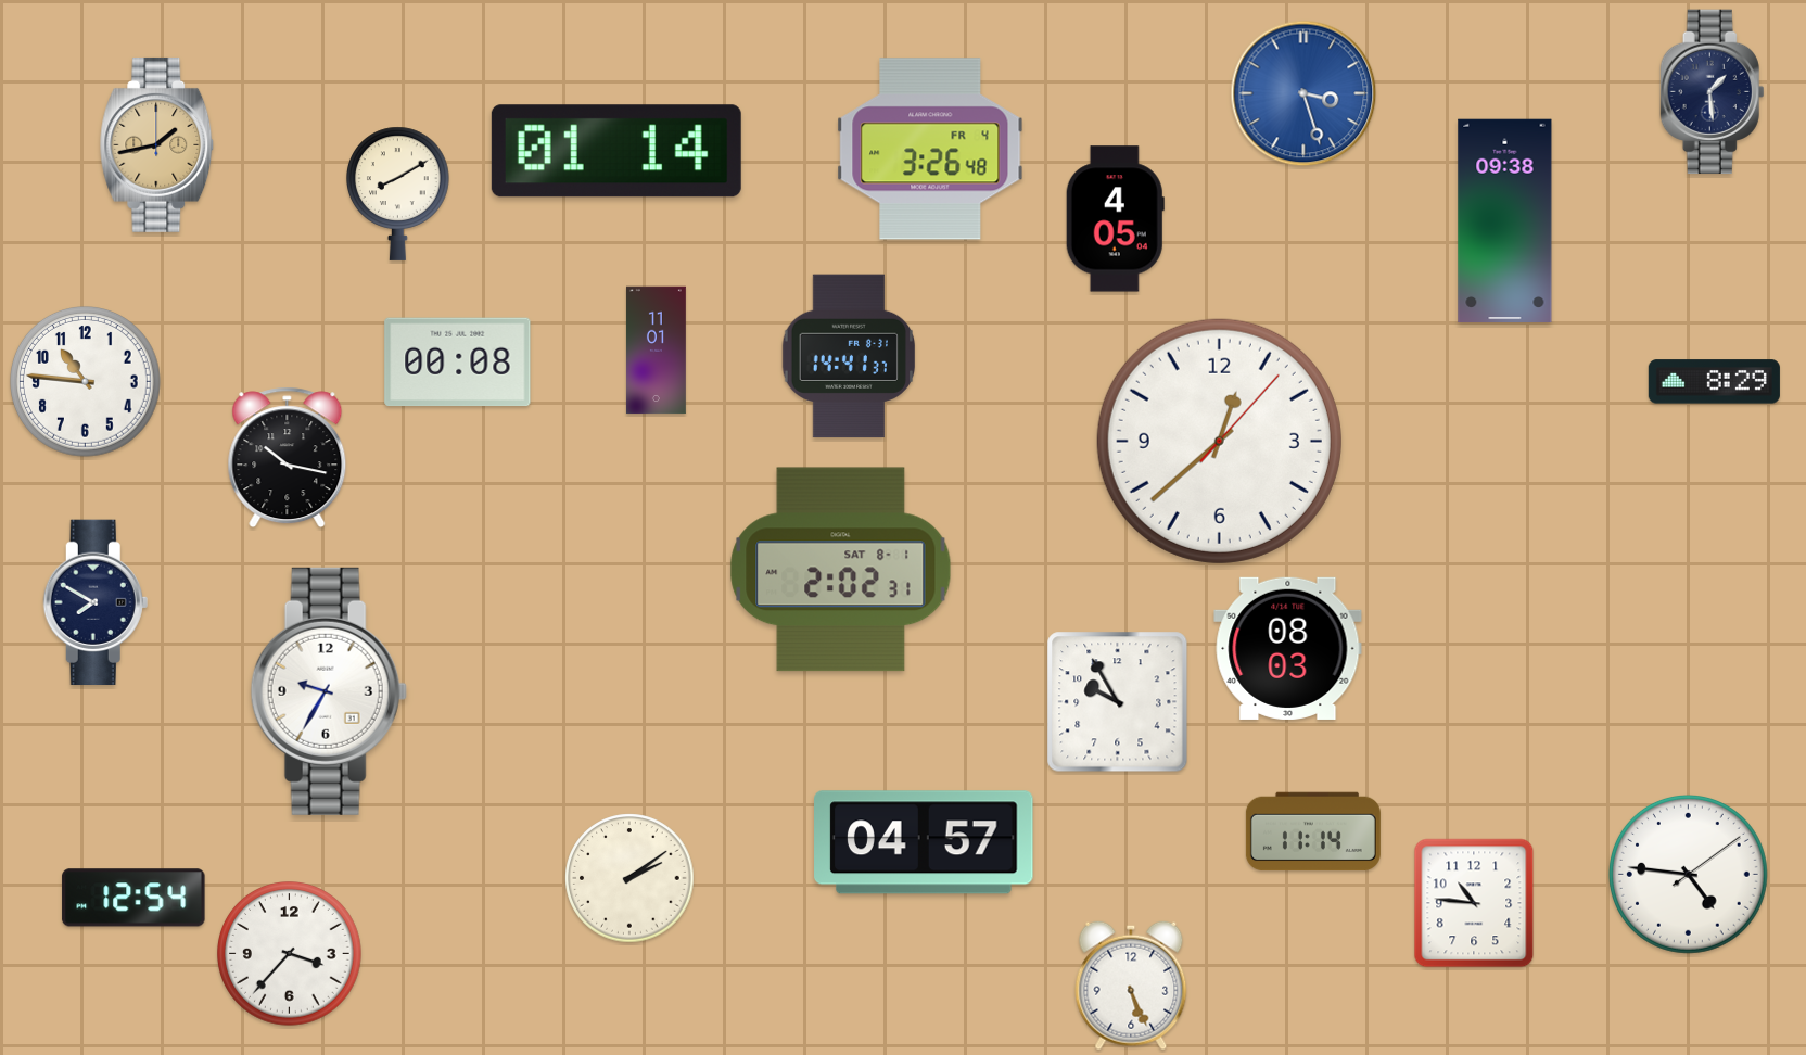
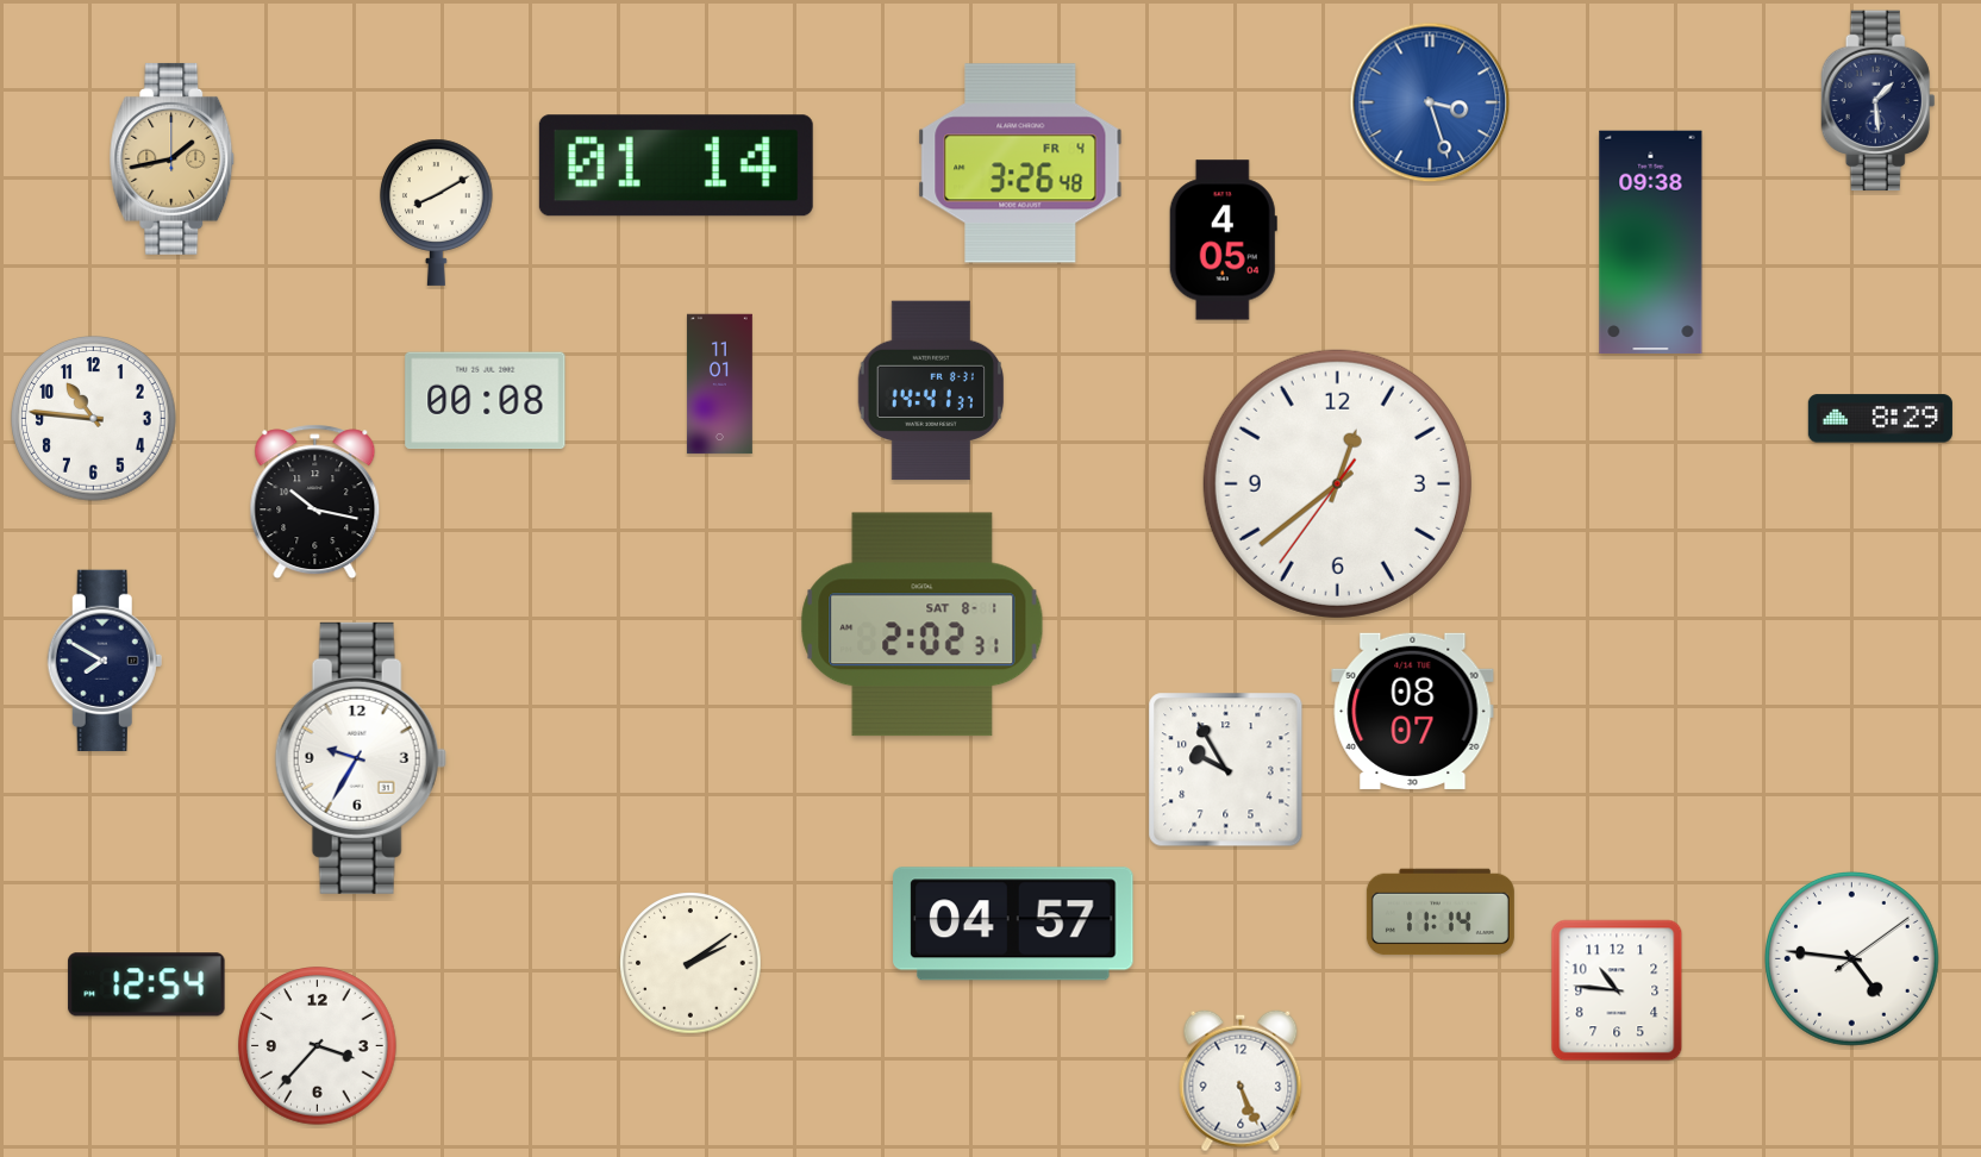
clock at (458, 363) position: (458, 363) -> (486, 401)
clock at (1219, 441): 12:38:07 -> 12:38:36
clock at (1288, 648): 08:03 -> 08:07
